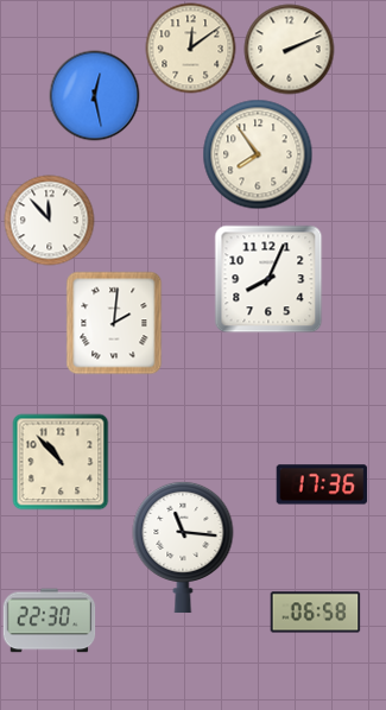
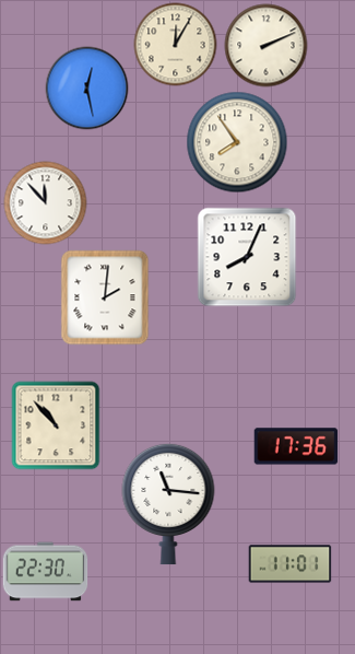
clock at (191, 49): 12:09 -> 12:05
clock at (316, 613): 06:58 -> 11:01
